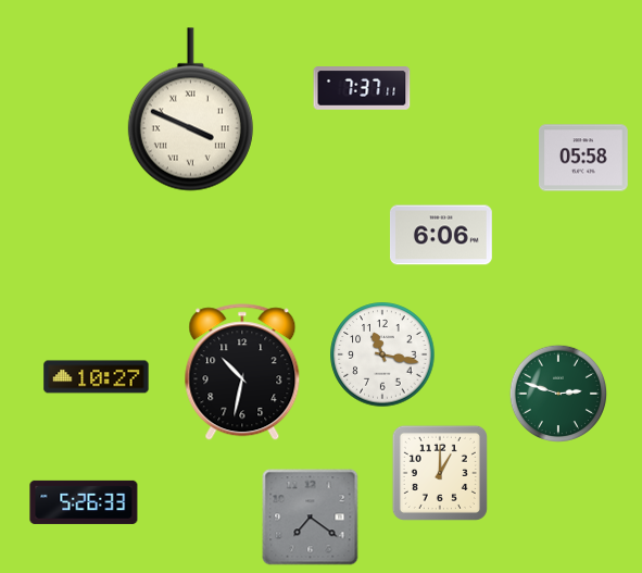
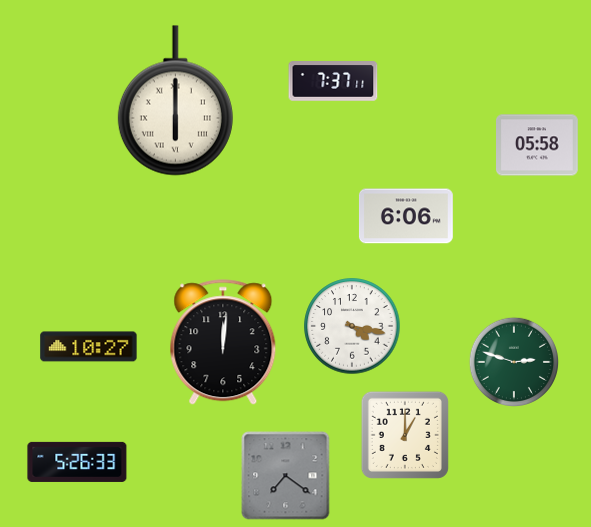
clock at (190, 110): 3:49 -> 6:00
clock at (382, 354): 11:17 -> 4:17
clock at (242, 373): 10:32 -> 12:01
